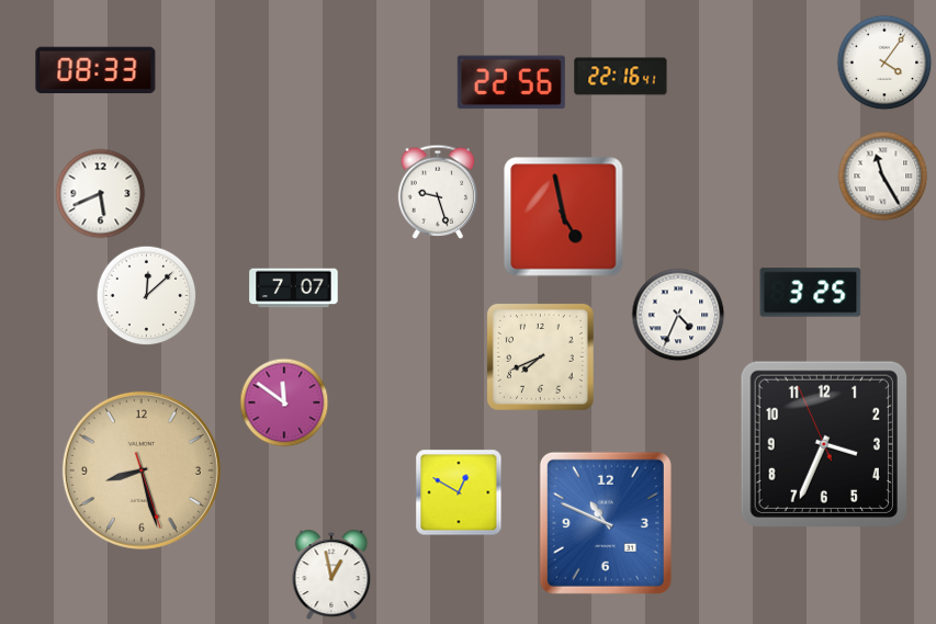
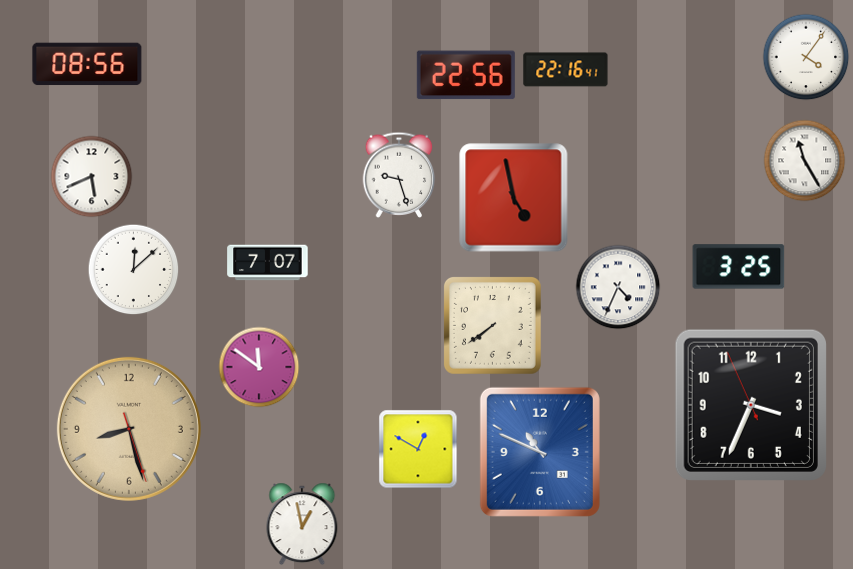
clock at (95, 70): 08:33 -> 08:56
clock at (540, 356): 7:41 -> 7:39
clock at (606, 523) position: (606, 523) -> (540, 452)
